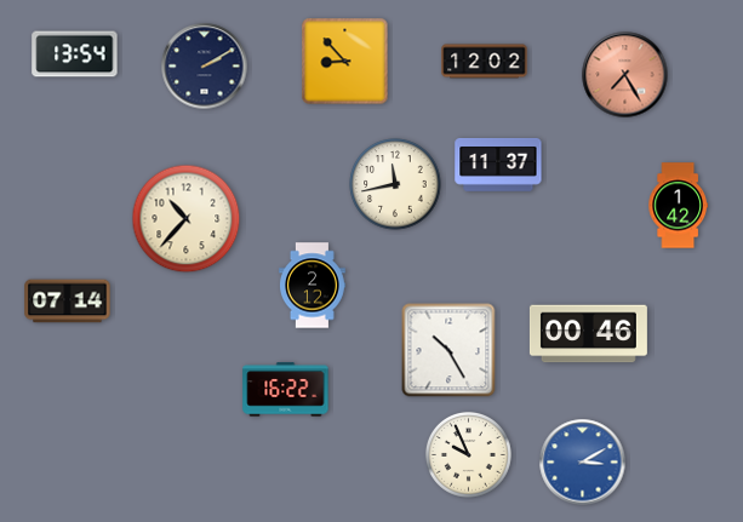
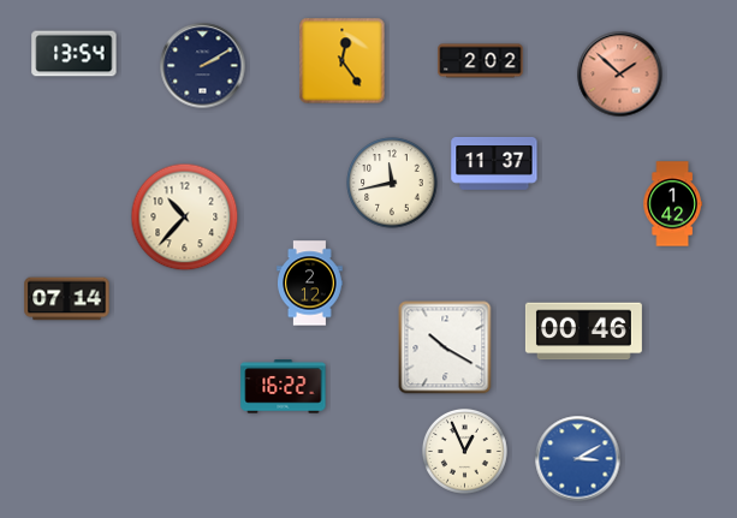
clock at (345, 62): 8:53 -> 12:24
clock at (485, 62): 12:02 -> 2:02
clock at (625, 75): 7:25 -> 1:52
clock at (448, 350): 10:25 -> 10:20
clock at (468, 454): 9:56 -> 12:56
